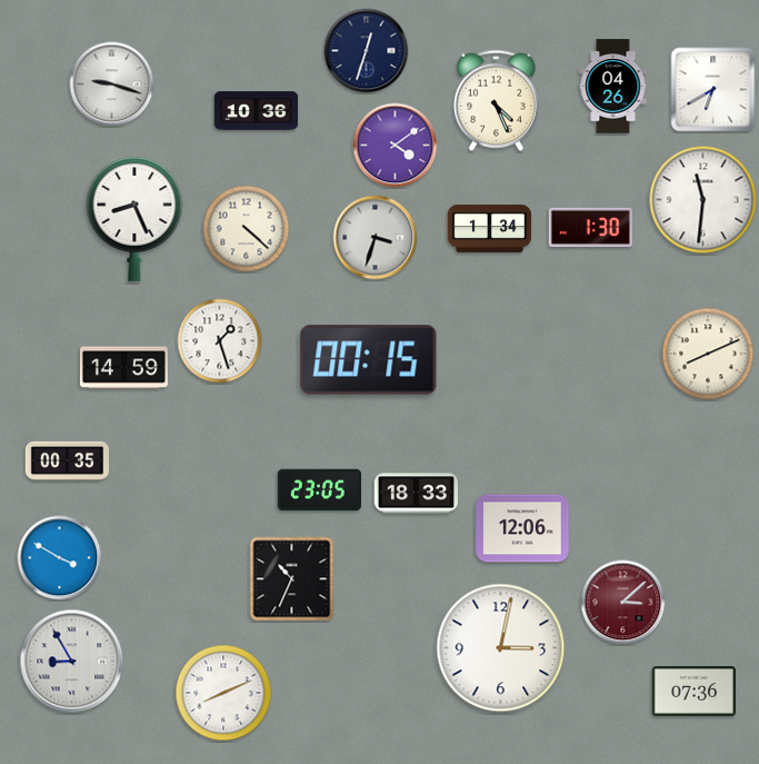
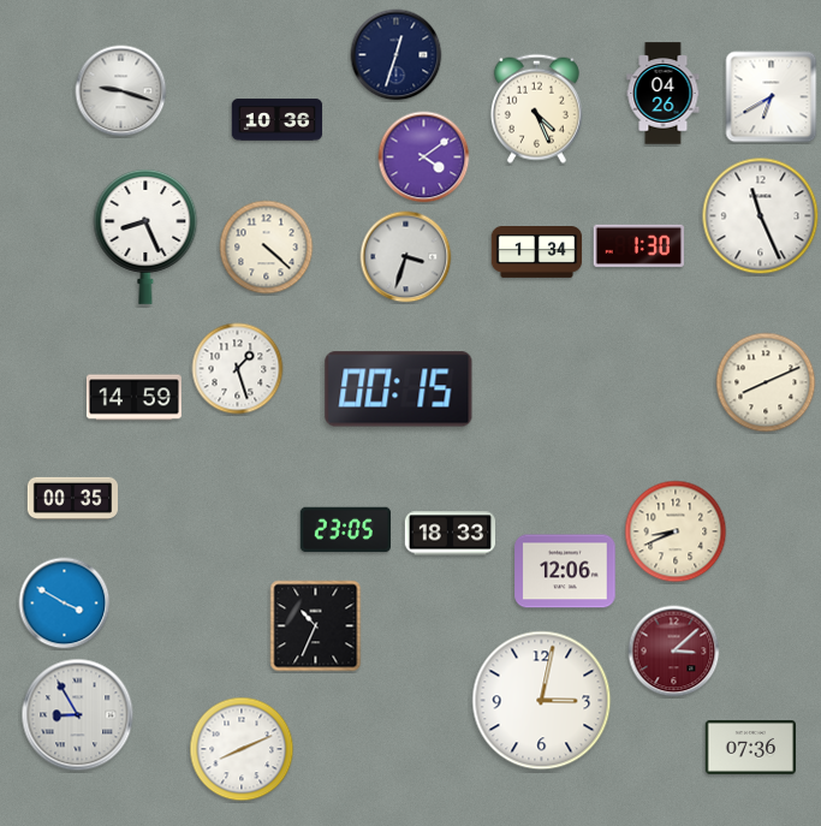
clock at (396, 146) position: (396, 146) -> (424, 158)
clock at (703, 200): 11:31 -> 11:26
clock at (490, 229) position: (490, 229) -> (537, 252)
clock at (676, 531): none -> 8:41
